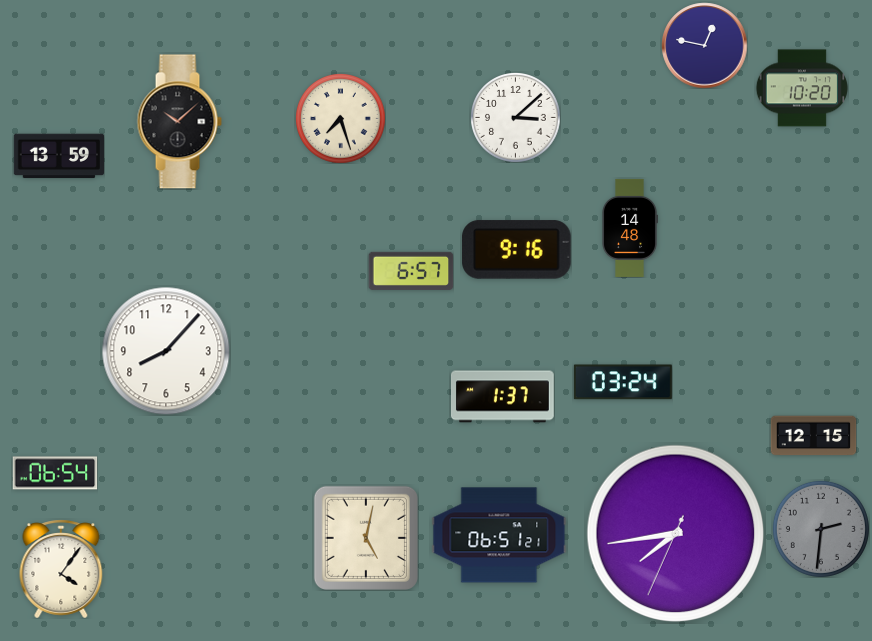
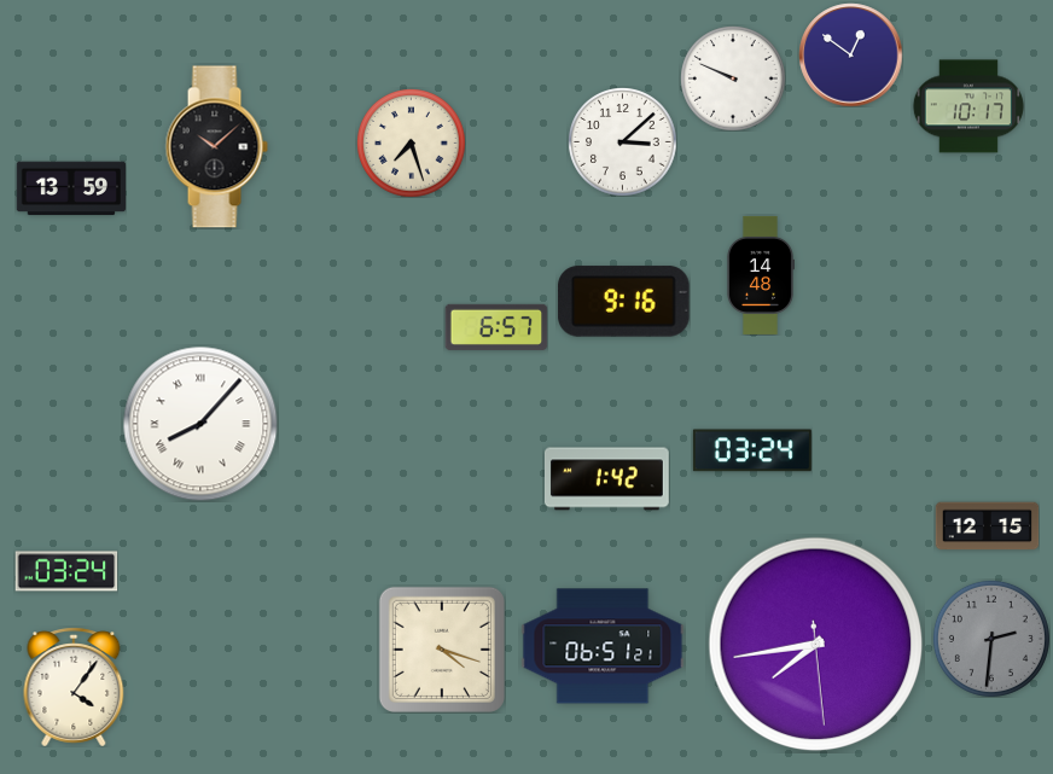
clock at (704, 45): 12:47 -> 12:51
clock at (733, 78): none -> 9:49
clock at (802, 88): 10:20 -> 10:17
clock at (166, 351) numerals: Arabic -> Roman
clock at (623, 382) position: (623, 382) -> (752, 450)
clock at (503, 397): 1:37 -> 1:42
clock at (813, 436) position: (813, 436) -> (987, 526)
clock at (55, 473): 06:54 -> 03:24
clock at (676, 534): 7:43:34 -> 7:43:29
clock at (366, 538): 5:02 -> 4:18
